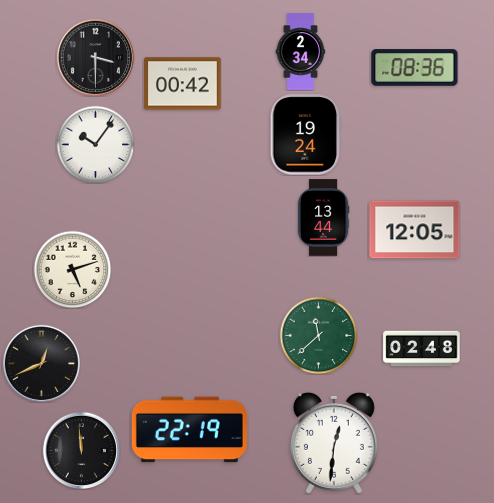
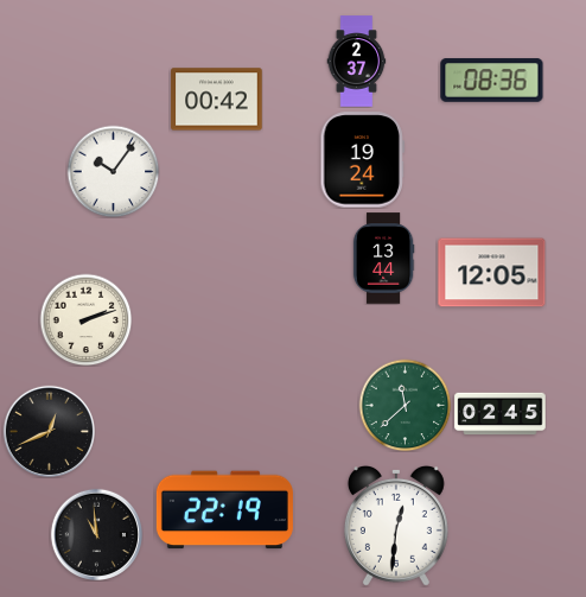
clock at (301, 52): 2:34 -> 2:37
clock at (95, 57): 3:30 -> none
clock at (72, 269): 5:12 -> 2:12
clock at (318, 335) position: (318, 335) -> (405, 405)
clock at (422, 349): 02:48 -> 02:45
clock at (81, 450): 11:59 -> 10:59
